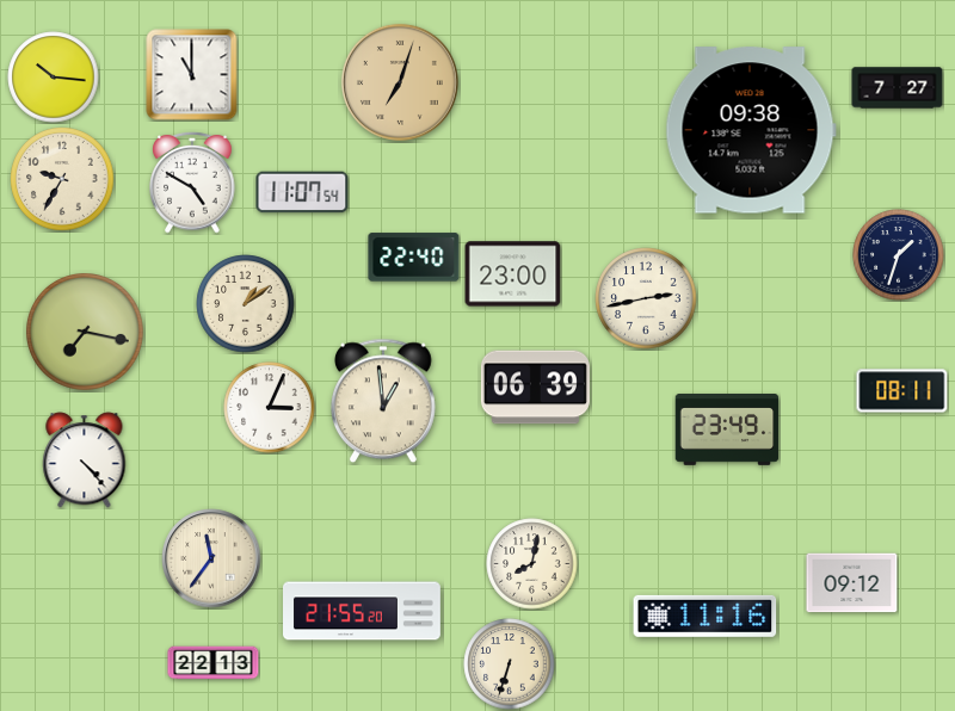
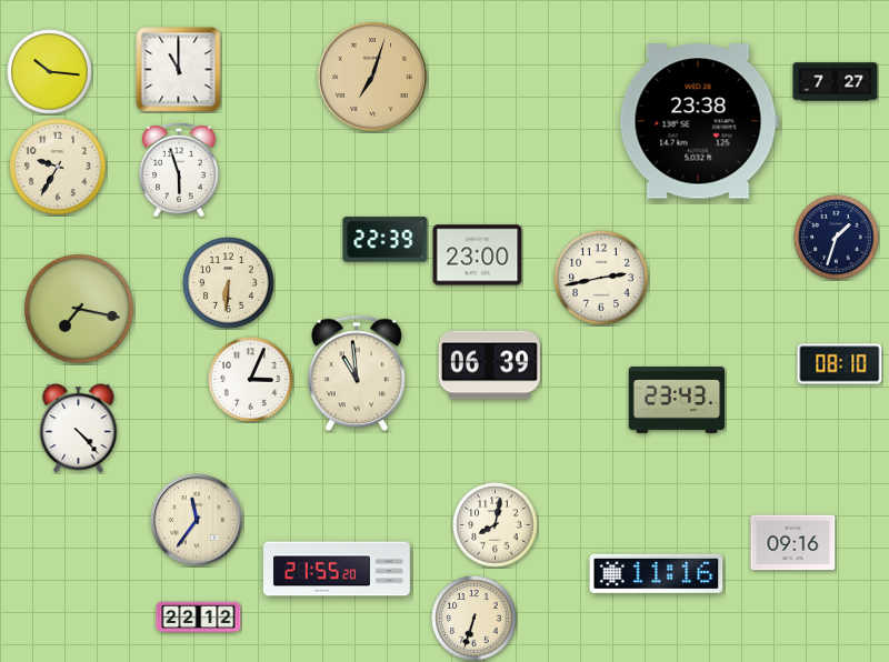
clock at (751, 130): 09:38 -> 23:38
clock at (192, 183): 4:50 -> 5:57
clock at (302, 192): 11:07 -> none
clock at (414, 258): 22:40 -> 22:39
clock at (246, 304): 1:09 -> 6:31
clock at (535, 388) position: (535, 388) -> (489, 365)
clock at (902, 391): 08:11 -> 08:10
clock at (383, 401): 12:59 -> 10:59
clock at (727, 431): 23:49 -> 23:43
clock at (852, 583): 09:12 -> 09:16
clock at (214, 663): 22:13 -> 22:12
